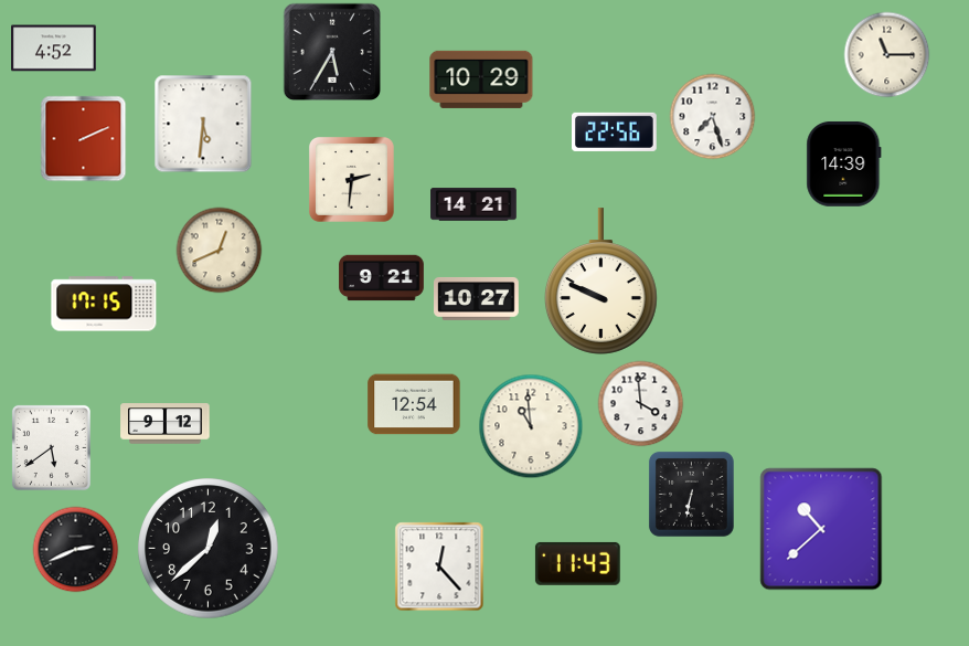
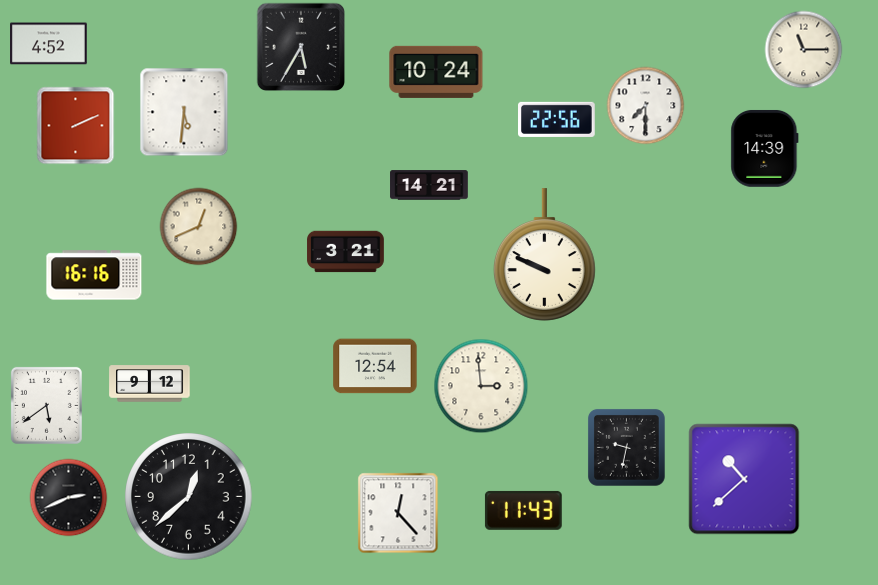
clock at (481, 80): 10:29 -> 10:24
clock at (712, 116): 7:27 -> 7:30
clock at (351, 179): 2:31 -> none
clock at (382, 278): 9:21 -> 3:21
clock at (477, 298): 10:27 -> none
clock at (104, 304): 17:15 -> 16:16
clock at (640, 403): 3:59 -> none
clock at (531, 426): 10:59 -> 2:59
clock at (691, 494): 6:32 -> 9:32
